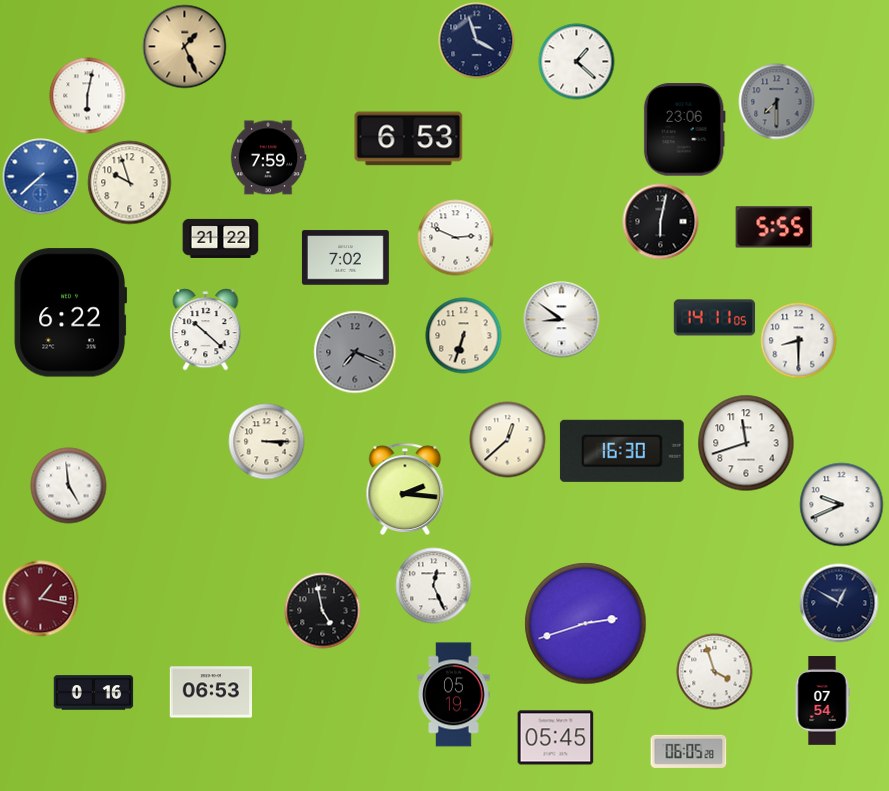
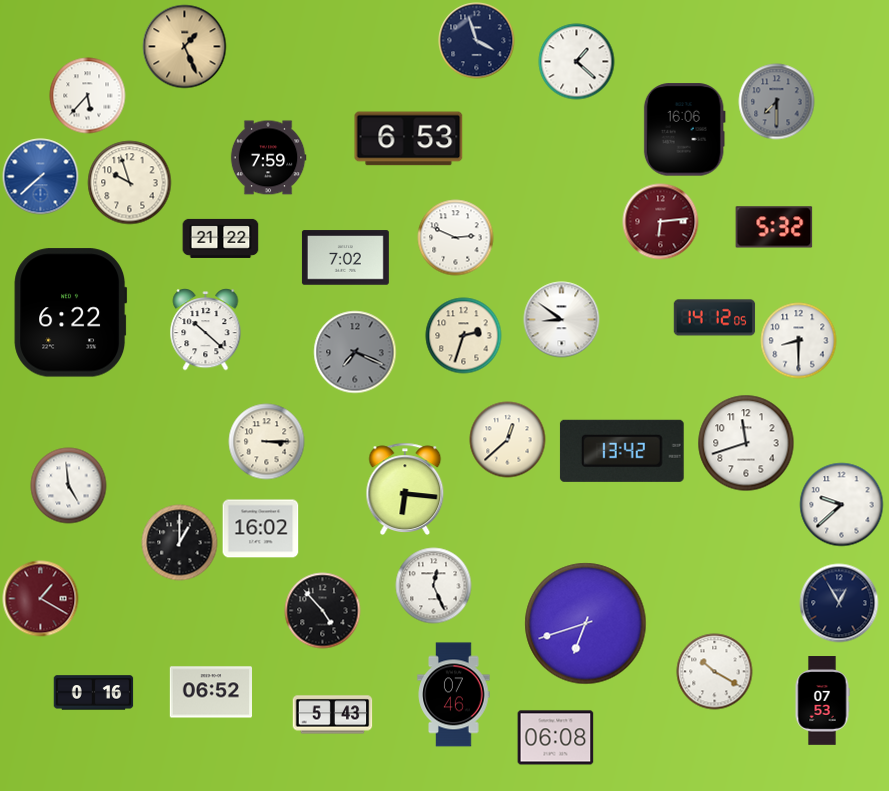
clock at (88, 96): 6:02 -> 5:37
clock at (684, 130): 23:06 -> 16:06
clock at (661, 222): 6:02 -> 6:14
clock at (661, 222) dial: black -> burgundy
clock at (774, 227): 5:55 -> 5:32
clock at (715, 318): 14:11 -> 14:12
clock at (464, 336): 6:33 -> 2:33
clock at (622, 451): 16:30 -> 13:42
clock at (405, 489): 2:16 -> 6:16
clock at (842, 505): 9:41 -> 9:38
clock at (261, 529): none -> 16:02
clock at (180, 543): none -> 1:00
clock at (41, 599): 1:17 -> 1:20
clock at (839, 603): 12:50 -> 12:55
clock at (323, 611): 4:58 -> 4:53
clock at (586, 624): 2:42 -> 6:42
clock at (715, 672): 3:57 -> 10:20
clock at (210, 692): 06:53 -> 06:52
clock at (454, 695): 05:19 -> 07:46
clock at (822, 701): 07:54 -> 07:53
clock at (333, 715): none -> 5:43
clock at (556, 738): 05:45 -> 06:08
clock at (689, 751): 06:05 -> none
